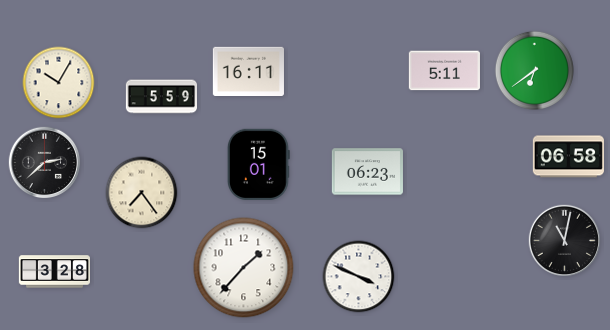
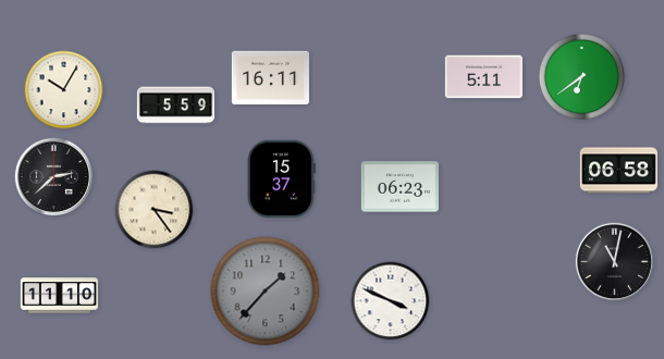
clock at (44, 162) position: (44, 162) -> (53, 176)
clock at (258, 164): 15:01 -> 15:37
clock at (142, 193): 7:24 -> 3:24
clock at (244, 268) dial: white -> grey
clock at (54, 272): 3:28 -> 11:10
